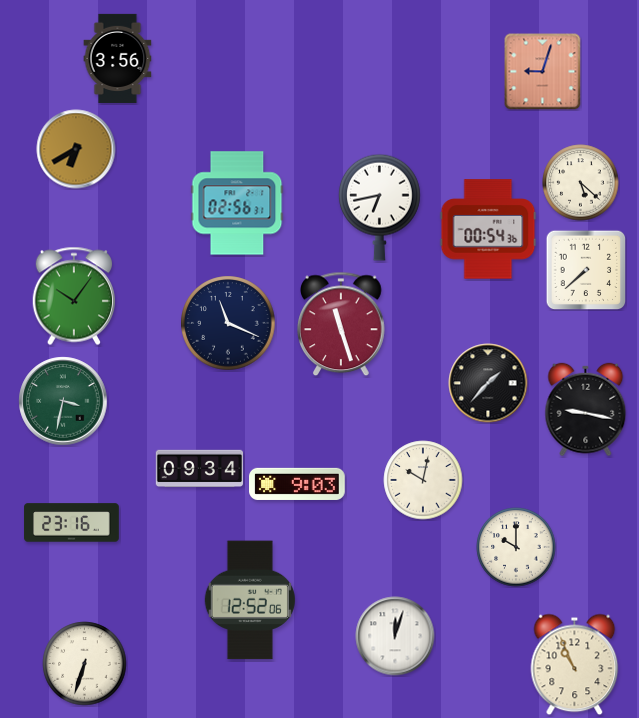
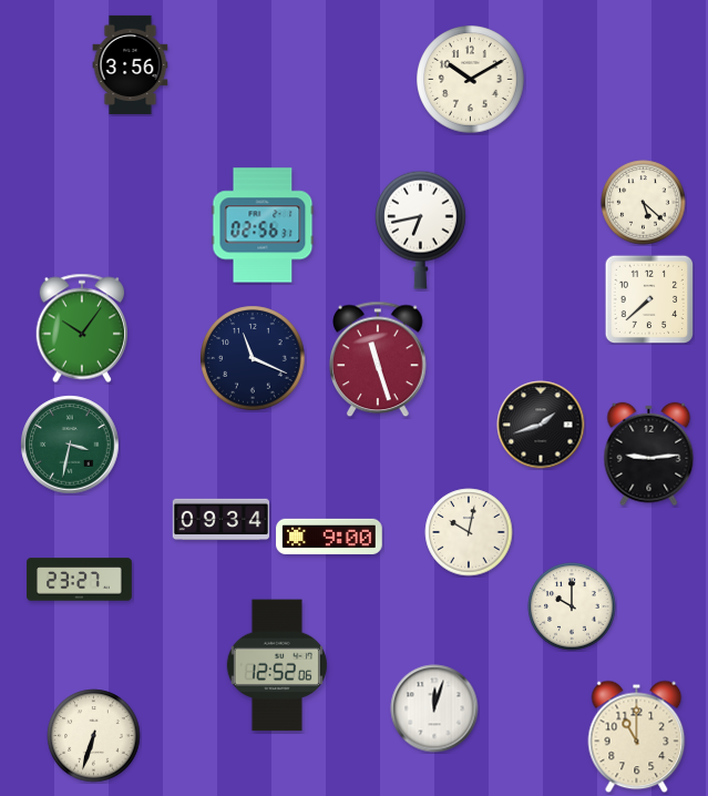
clock at (471, 80): none -> 10:10
clock at (543, 72): 9:03 -> none
clock at (76, 149): 6:40 -> none
clock at (488, 229): 00:54 -> none
clock at (488, 383): 1:37 -> 1:42
clock at (586, 410): 9:17 -> 9:14
clock at (297, 484): 9:03 -> 9:00
clock at (72, 523): 23:16 -> 23:27
clock at (395, 636) position: (395, 636) -> (434, 708)
clock at (575, 665): 10:56 -> 11:00
